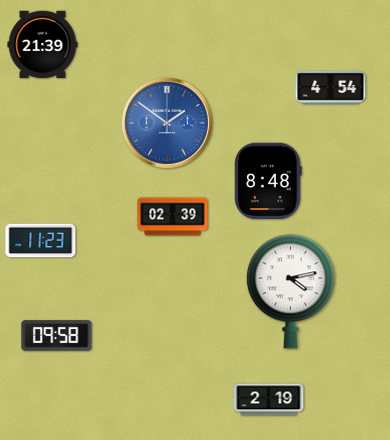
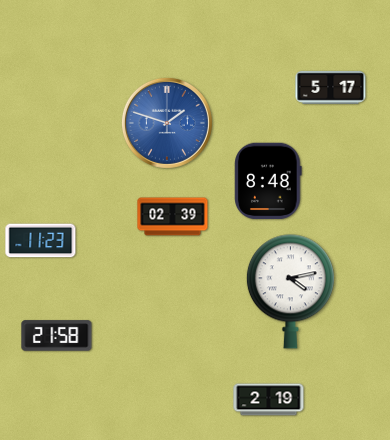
clock at (43, 45): 21:39 -> none
clock at (331, 87): 4:54 -> 5:17
clock at (167, 123): 1:51 -> 1:48
clock at (57, 336): 09:58 -> 21:58
